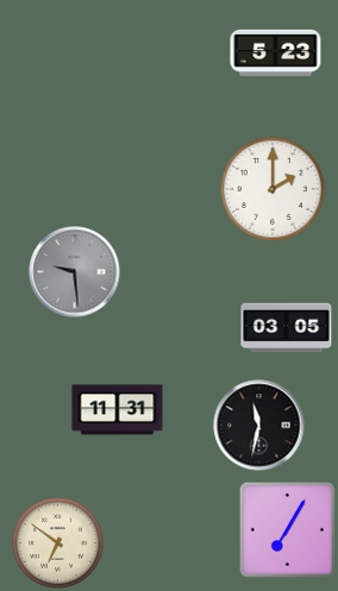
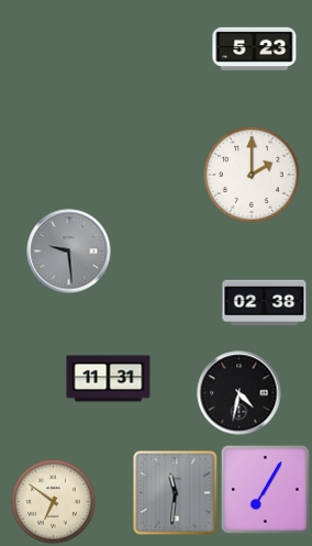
clock at (287, 328): 03:05 -> 02:38
clock at (259, 426): 11:32 -> 4:32
clock at (176, 493): none -> 11:31
